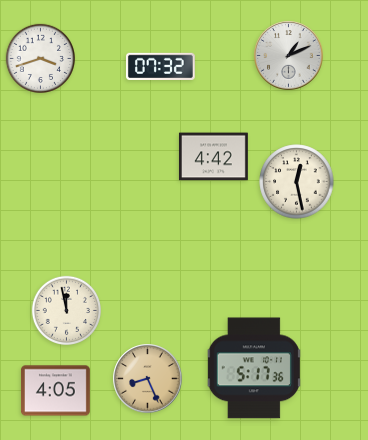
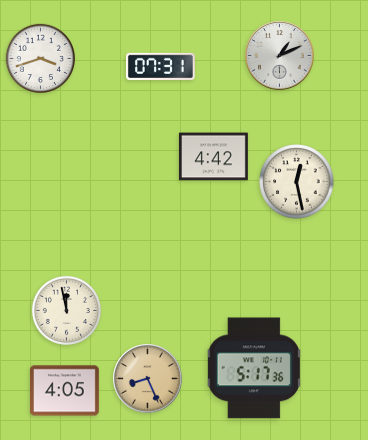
clock at (289, 56) position: (289, 56) -> (280, 56)
clock at (160, 66): 07:32 -> 07:31
clock at (55, 391) position: (55, 391) -> (64, 391)
